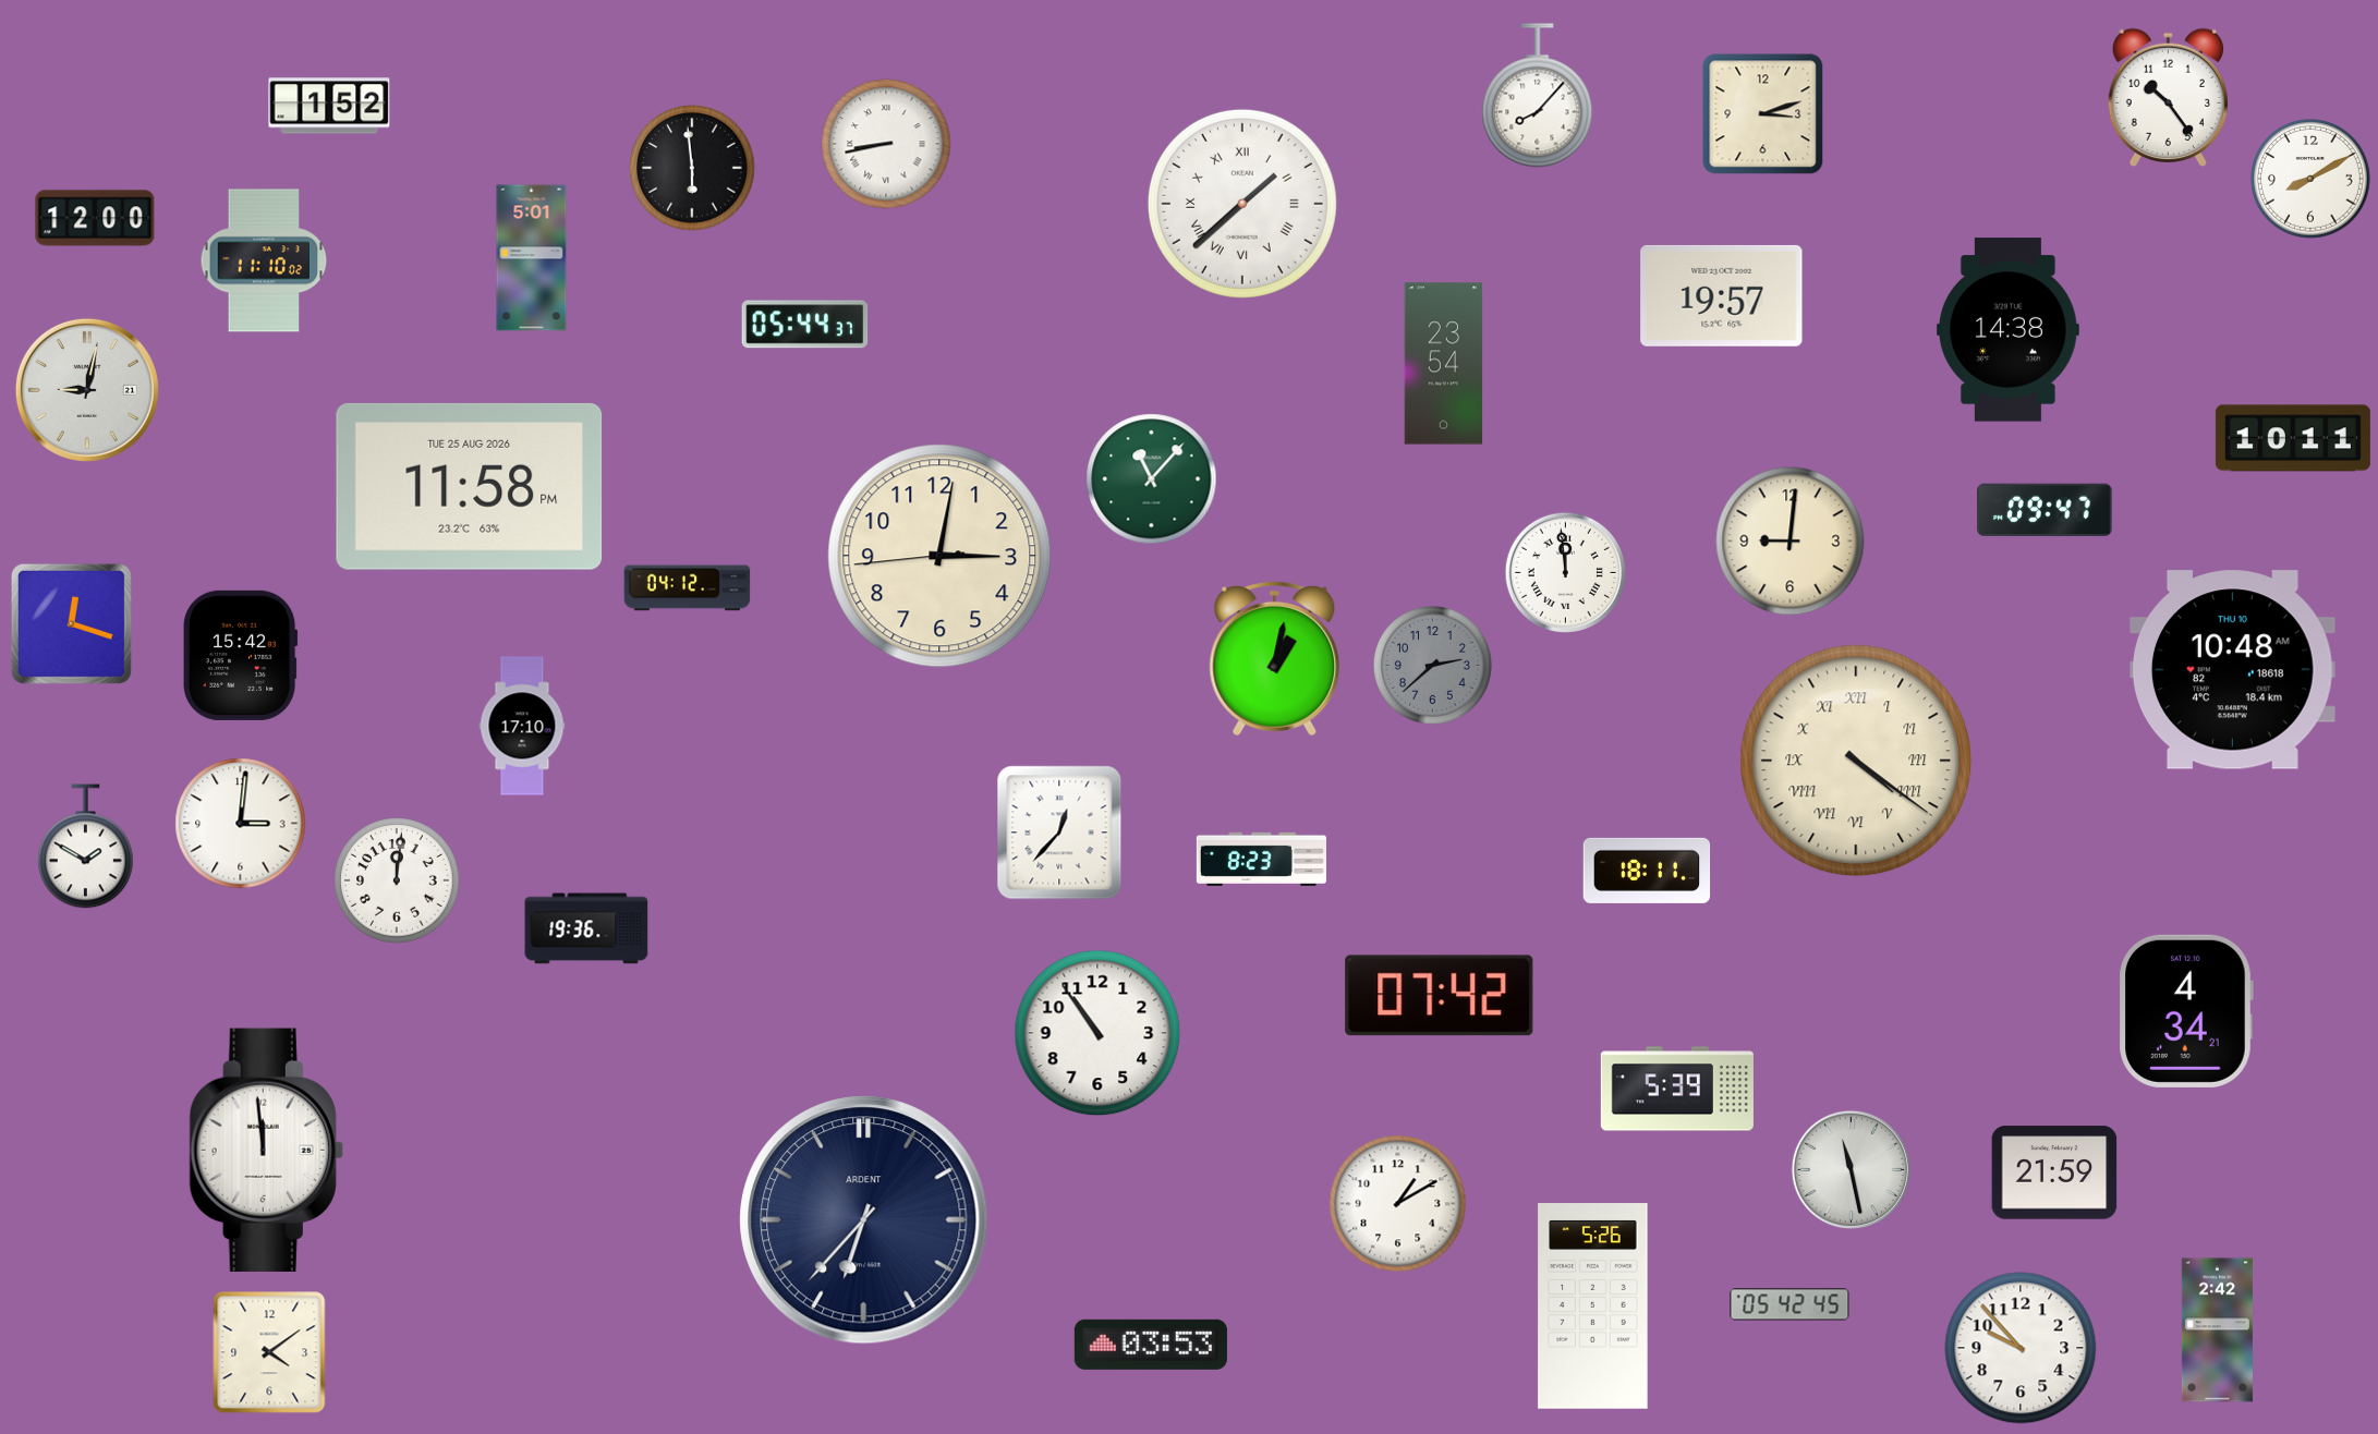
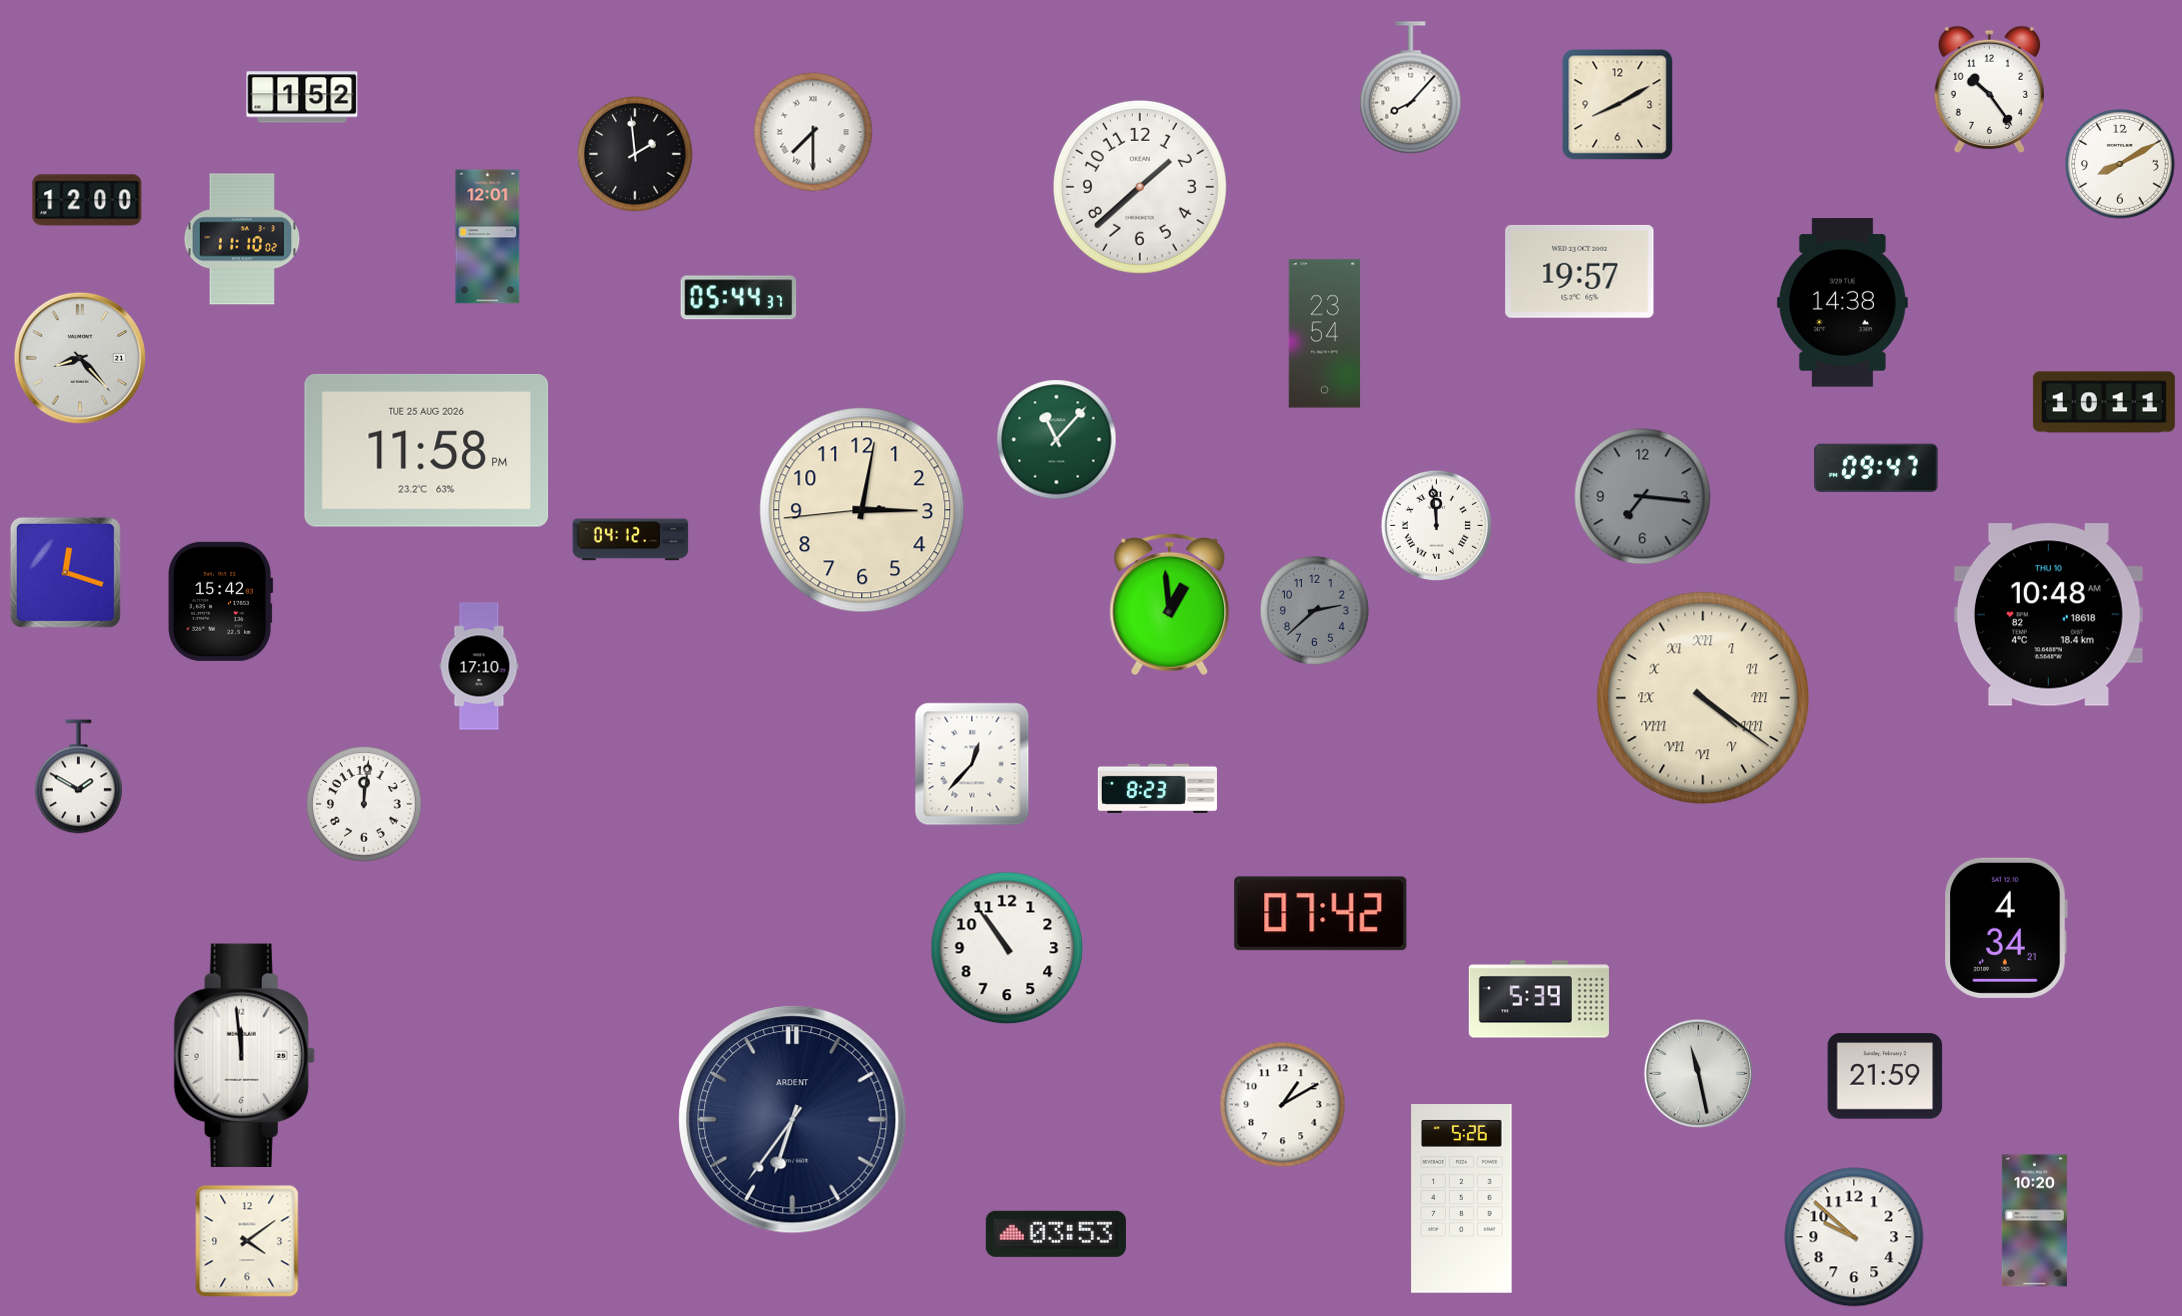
clock at (1763, 114): 3:12 -> 8:10
clock at (886, 144): 8:43 -> 7:30
clock at (692, 168): 5:59 -> 1:59
clock at (1242, 204) numerals: Roman -> Arabic
clock at (532, 258): 5:01 -> 12:01
clock at (87, 390): 9:02 -> 8:23
clock at (470, 486) position: (470, 486) -> (427, 450)
clock at (1791, 542): 9:01 -> 7:16
clock at (1791, 542) dial: cream -> grey
clock at (1275, 658): 1:02 -> 12:59
clock at (241, 824): 3:01 -> none
clock at (1647, 871): 18:11 -> none
clock at (397, 880) position: (397, 880) -> (364, 804)
clock at (586, 928): 19:36 -> none
clock at (864, 1220): 6:37 -> 6:36
clock at (1789, 1304): 05:42 -> none
clock at (2217, 1330): 2:42 -> 10:20
clock at (2021, 1348): 9:53 -> 9:52
